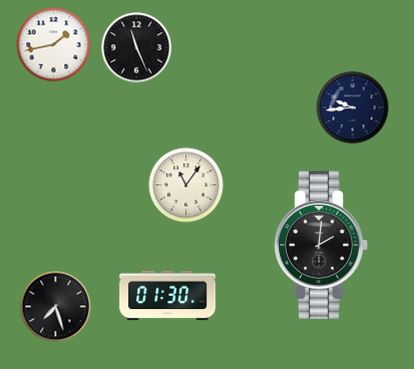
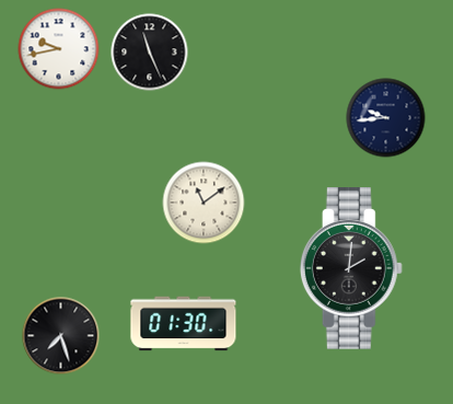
clock at (54, 45): 1:43 -> 9:43
clock at (186, 185): 11:06 -> 11:09
